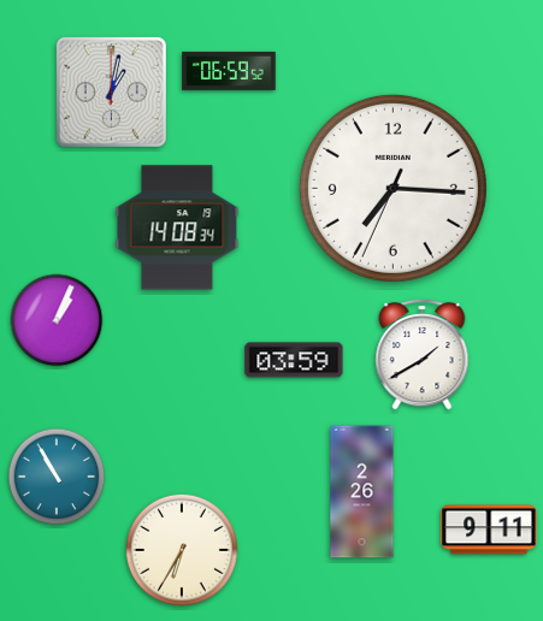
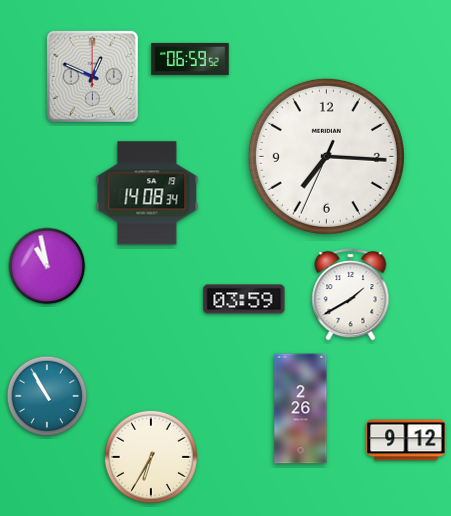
clock at (111, 91): 1:02 -> 12:49
clock at (177, 227) position: (177, 227) -> (147, 193)
clock at (57, 320): 1:04 -> 10:58
clock at (489, 530): 9:11 -> 9:12
